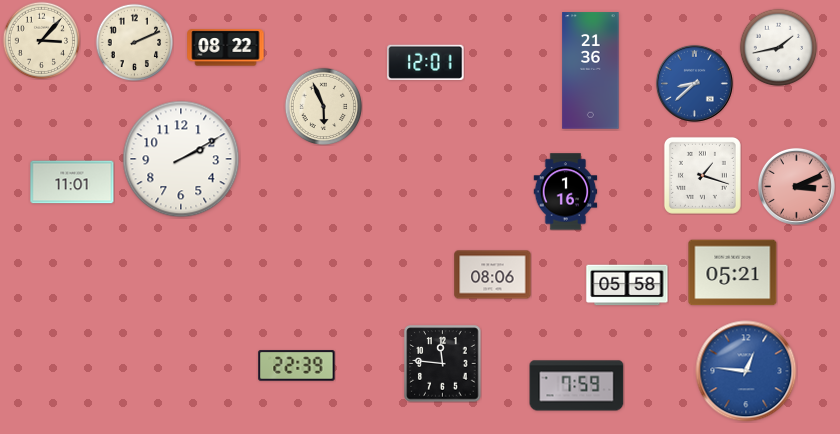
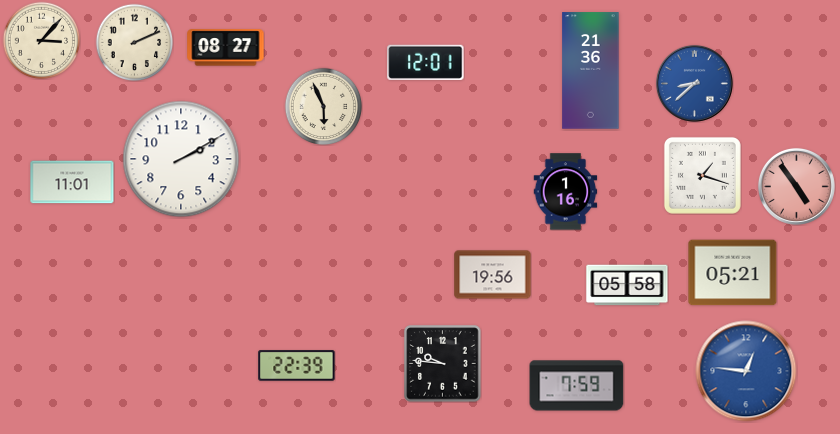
clock at (778, 47): 1:43 -> none
clock at (226, 48): 08:22 -> 08:27
clock at (796, 186): 3:11 -> 4:54
clock at (493, 275): 08:06 -> 19:56
clock at (443, 364): 11:46 -> 9:46
